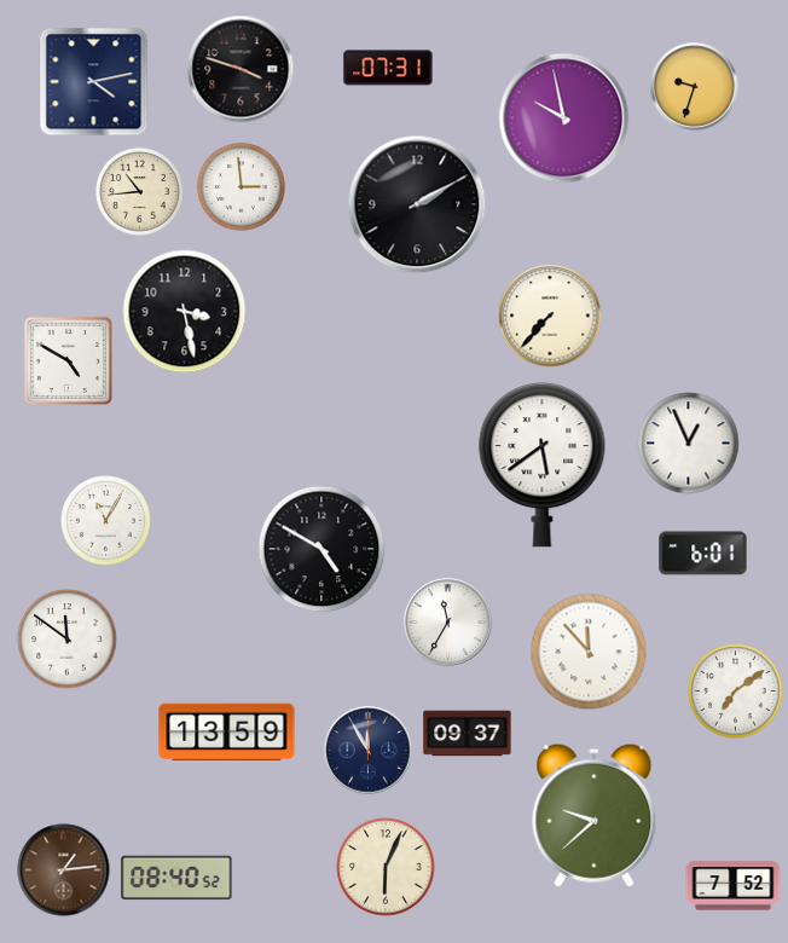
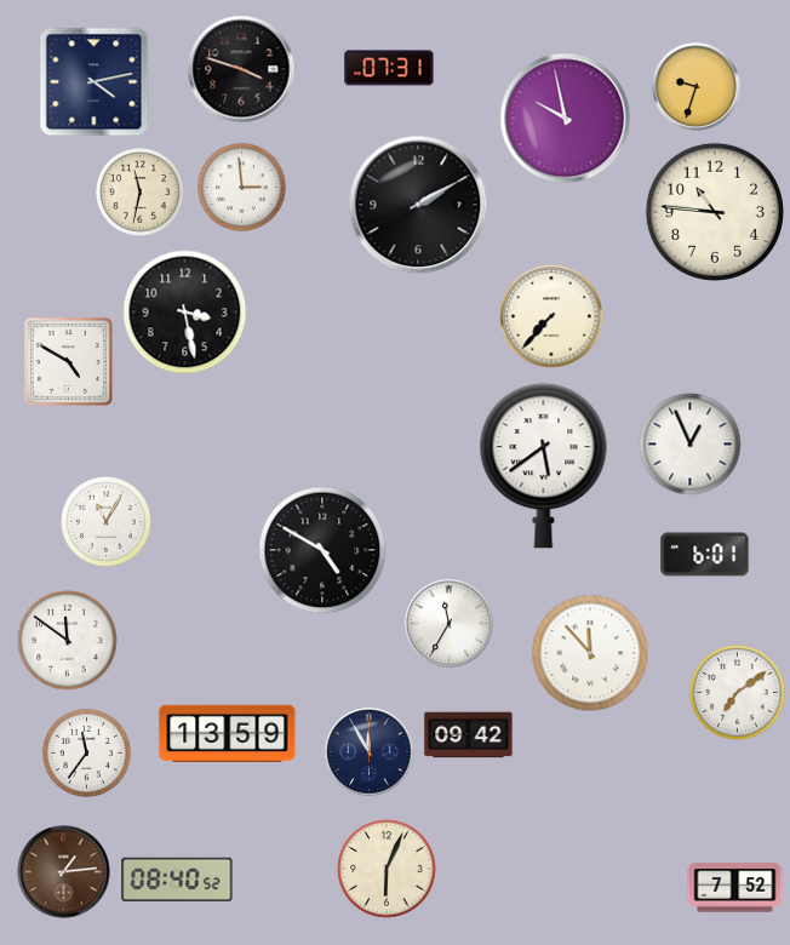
clock at (139, 191): 10:44 -> 11:32
clock at (715, 212): none -> 10:46
clock at (468, 734): 09:37 -> 09:42
clock at (86, 752): none -> 11:36
clock at (595, 815): 9:38 -> none
